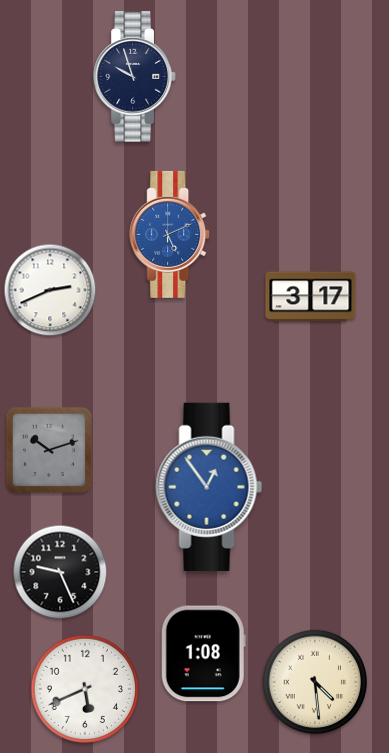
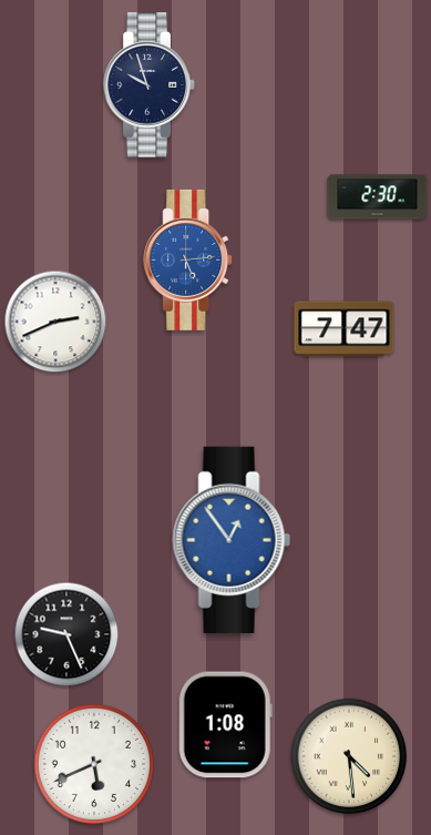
clock at (378, 197): none -> 2:30
clock at (170, 234): 5:11 -> 5:14
clock at (311, 297): 3:17 -> 7:47
clock at (49, 450): 10:12 -> none
